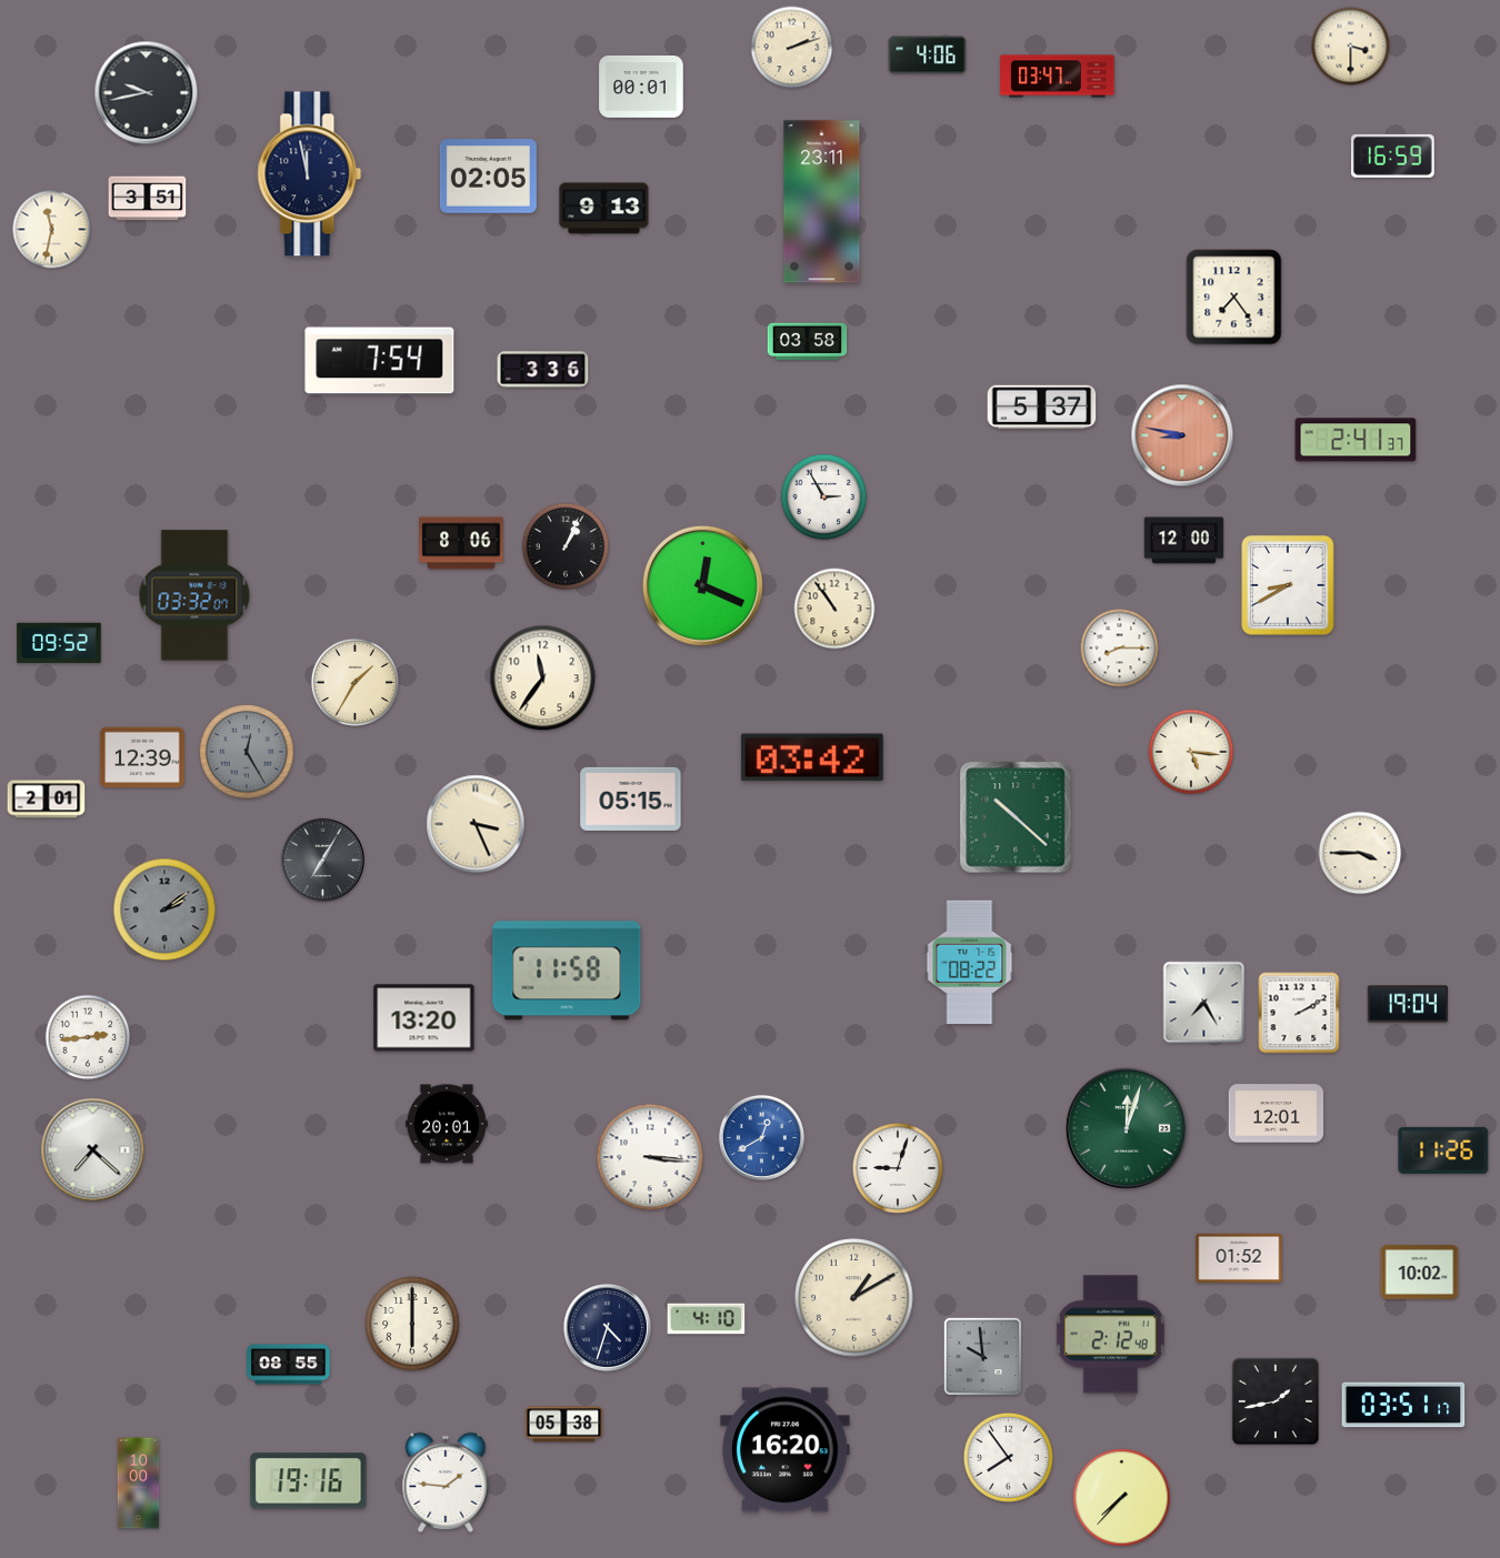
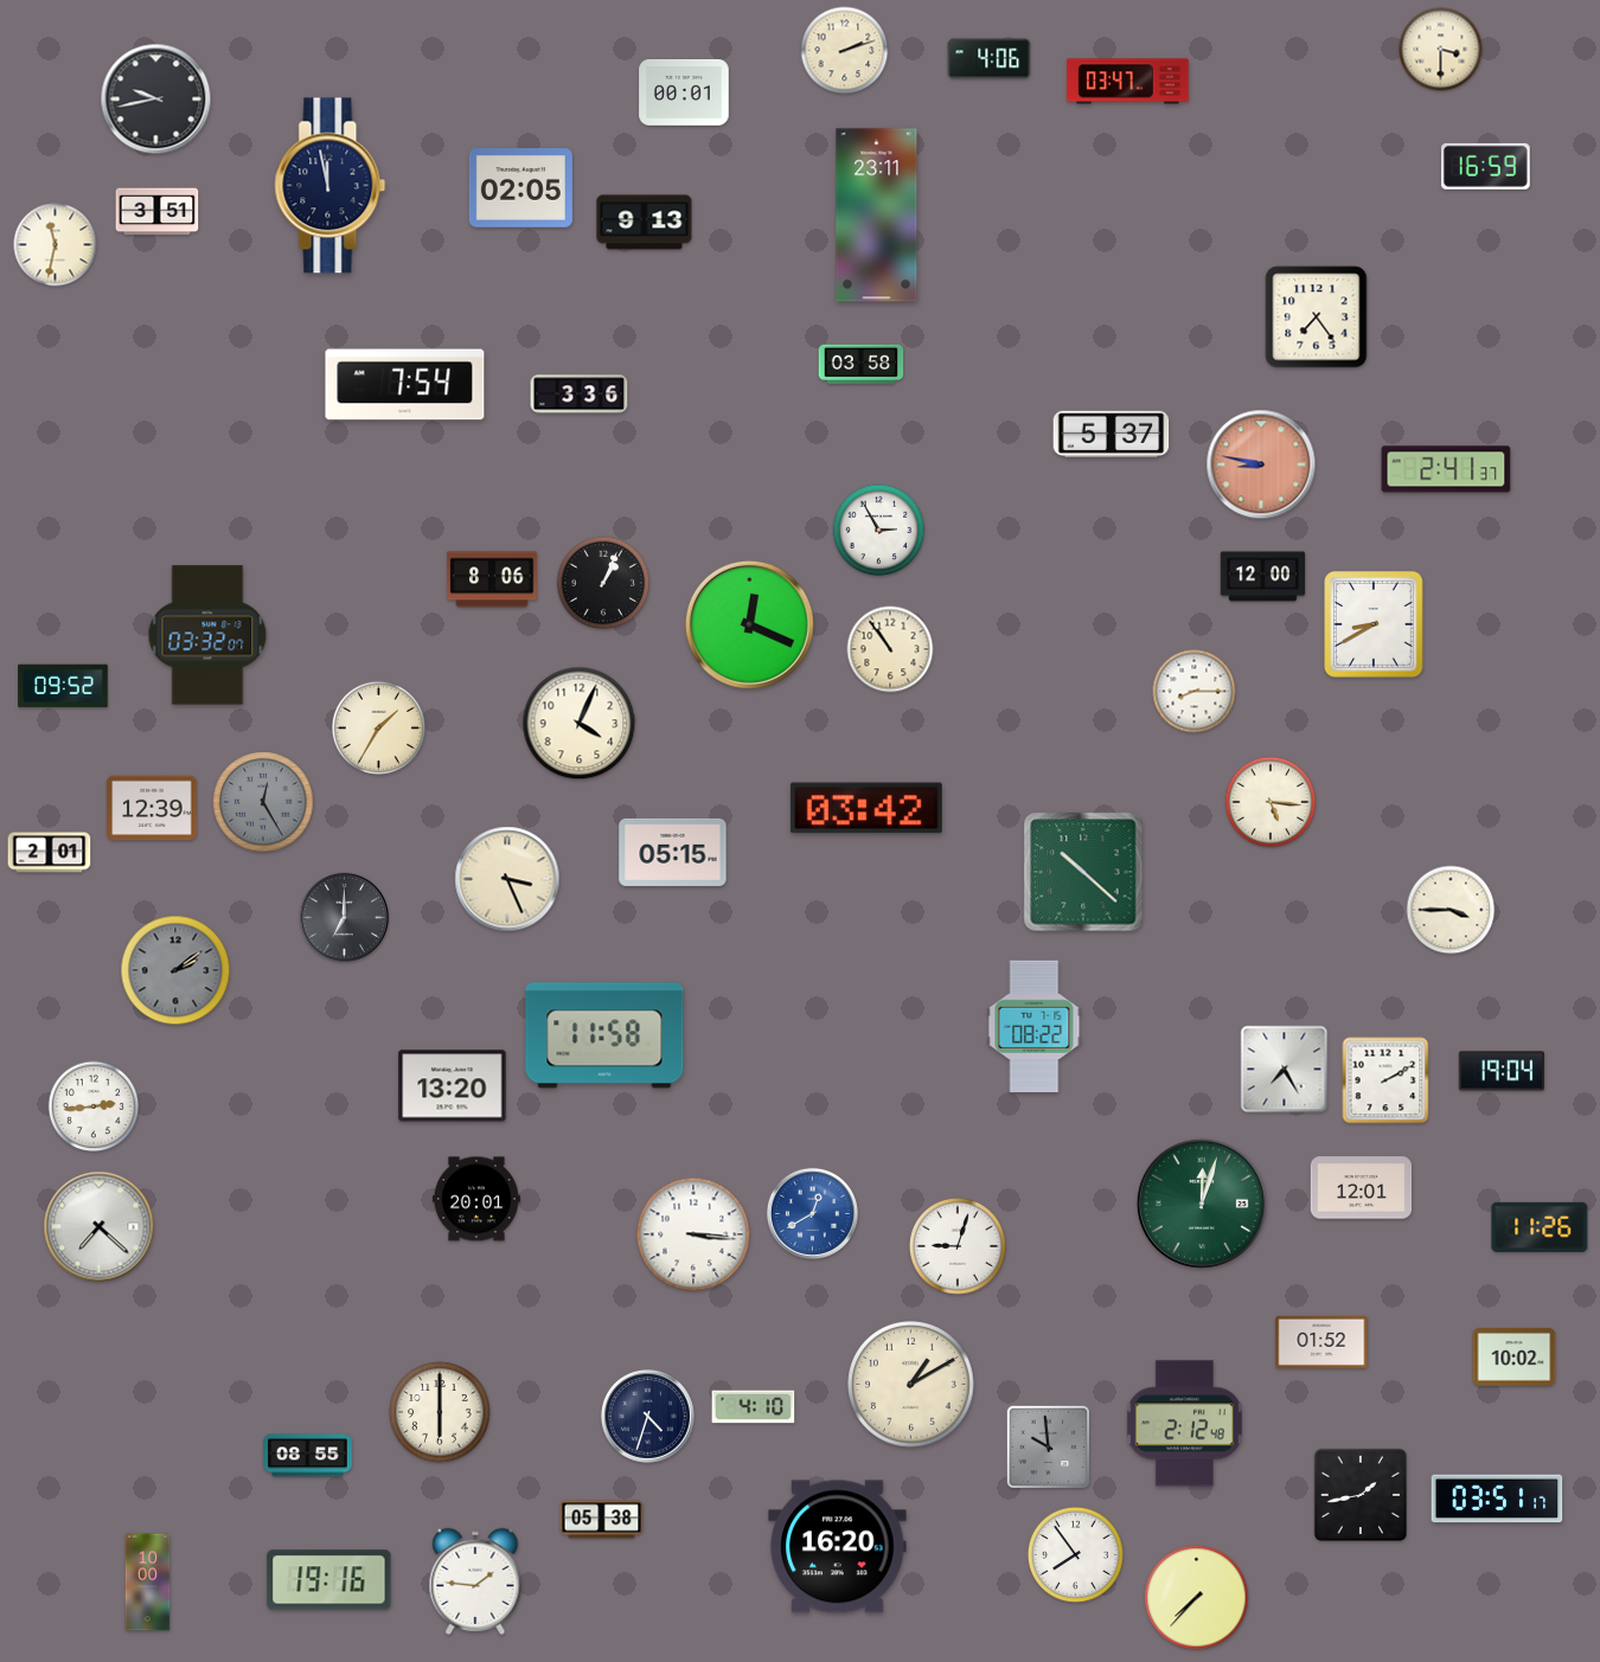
clock at (543, 679): 11:36 -> 4:04
clock at (322, 860): 7:05 -> 7:00
